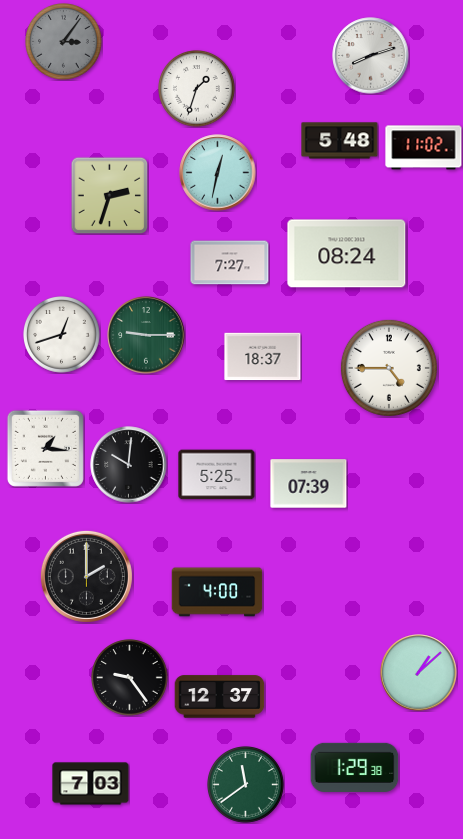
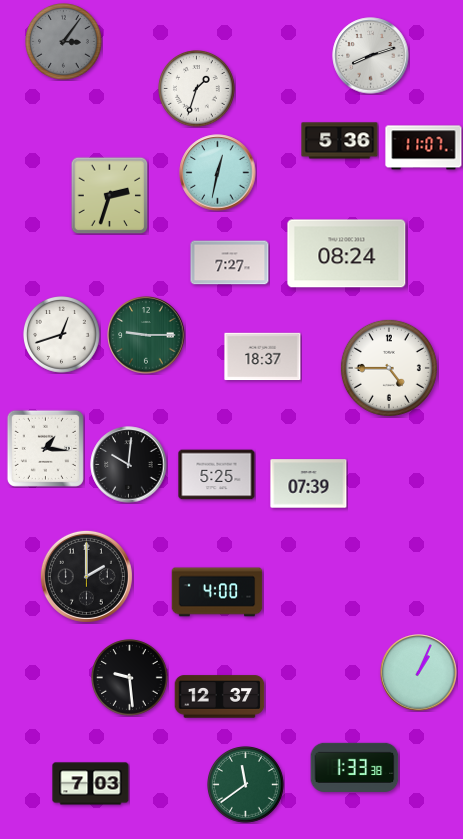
clock at (340, 141): 5:48 -> 5:36
clock at (424, 148): 11:02 -> 11:07
clock at (419, 673): 1:08 -> 1:04
clock at (130, 678): 9:24 -> 9:29
clock at (355, 767): 1:29 -> 1:33
